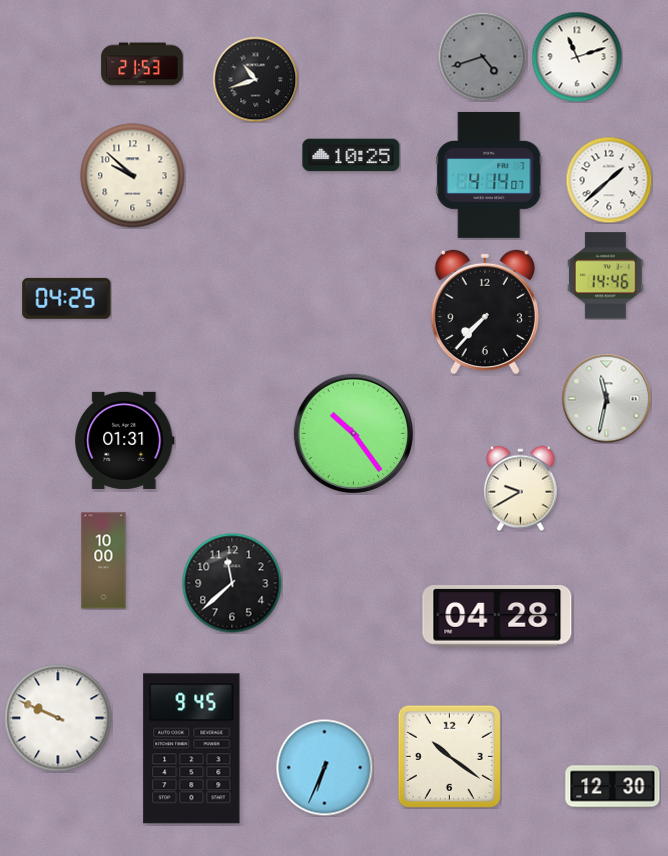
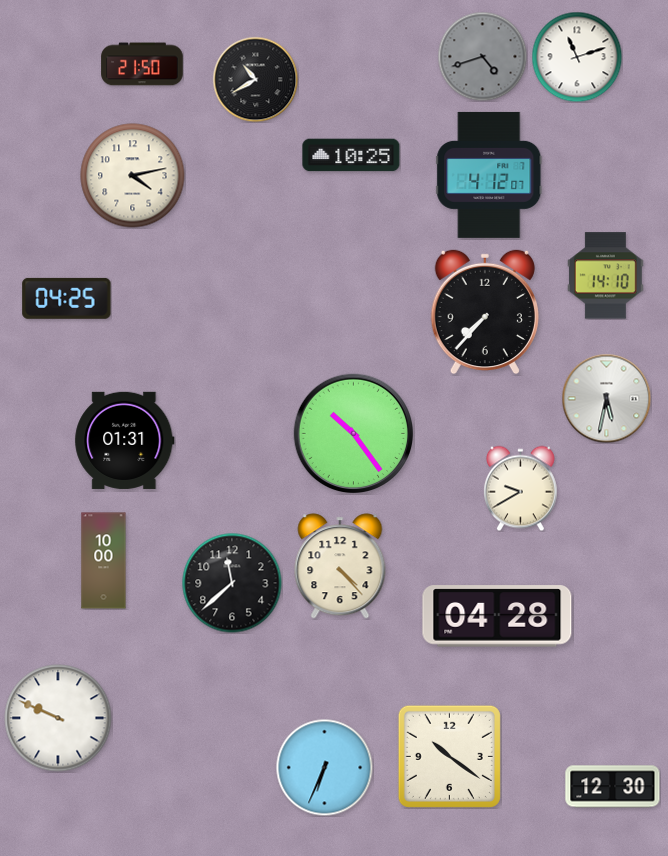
clock at (142, 64): 21:53 -> 21:50
clock at (255, 79): 10:42 -> 10:40
clock at (489, 175): 4:14 -> 4:12
clock at (133, 176): 9:52 -> 4:13
clock at (609, 180): 1:38 -> none
clock at (605, 276): 14:46 -> 14:10
clock at (606, 398): 11:32 -> 5:32
clock at (340, 566): none -> 4:23
clock at (192, 749): 9:45 -> none
